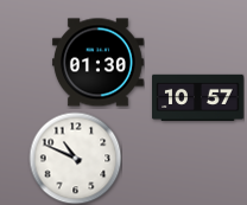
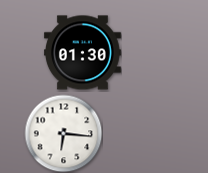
clock at (198, 98): 10:57 -> none
clock at (75, 158): 10:49 -> 6:16
